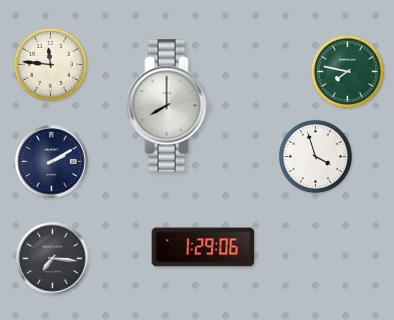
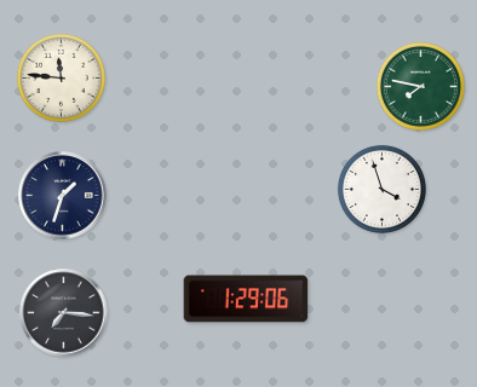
clock at (169, 106): 8:00 -> none
clock at (52, 162): 2:10 -> 1:33
